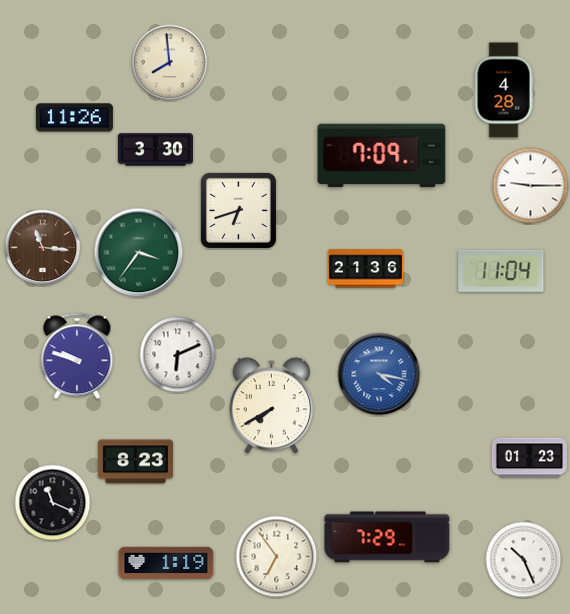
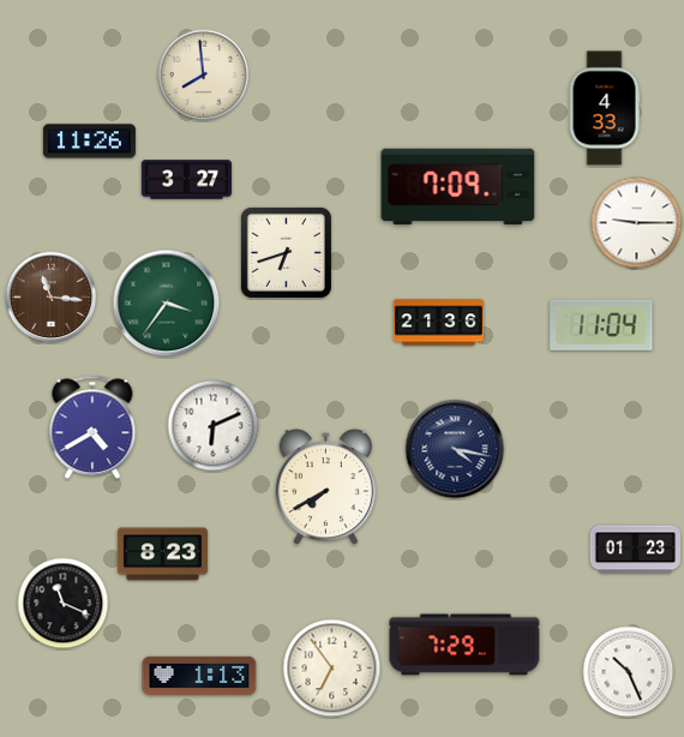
clock at (504, 90): 4:28 -> 4:33
clock at (155, 150): 3:30 -> 3:27
clock at (77, 356): 9:48 -> 4:40
clock at (379, 374) dial: blue -> navy
clock at (166, 563): 1:19 -> 1:13
